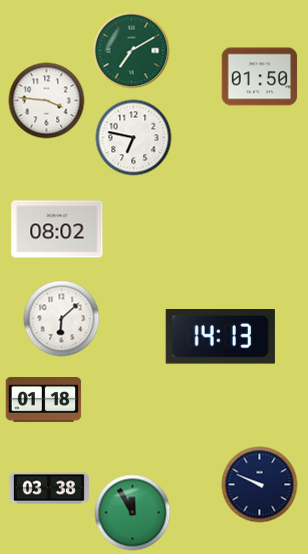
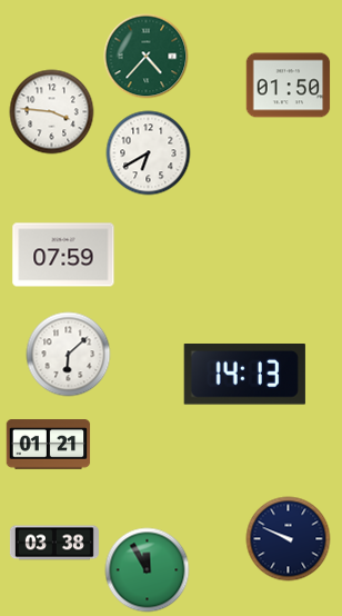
clock at (132, 51): 7:10 -> 4:37
clock at (134, 138): 6:47 -> 6:40
clock at (57, 229): 08:02 -> 07:59
clock at (44, 400): 01:18 -> 01:21
